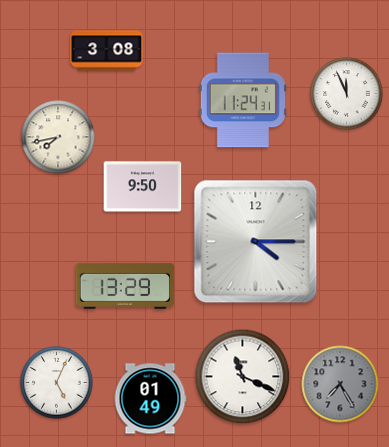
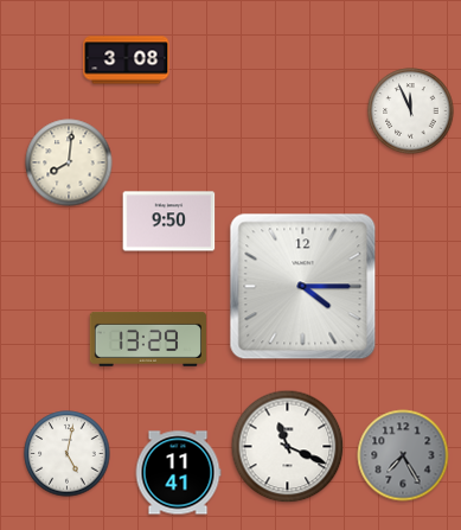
clock at (243, 100): 11:24 -> none
clock at (58, 137): 7:43 -> 8:01
clock at (57, 383): 5:04 -> 5:02
clock at (150, 399): 01:49 -> 11:41
